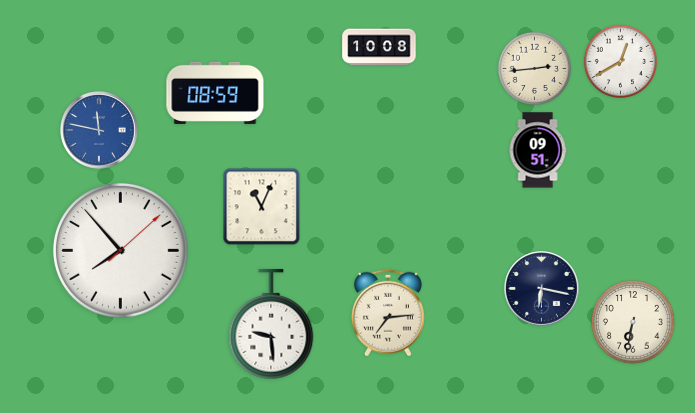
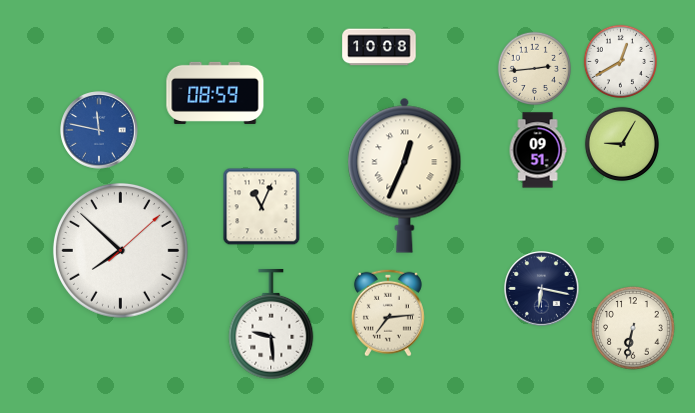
clock at (622, 144): none -> 9:05
clock at (405, 175): none -> 12:34
clock at (120, 250): 7:53 -> 7:52
clock at (633, 322) position: (633, 322) -> (633, 328)
